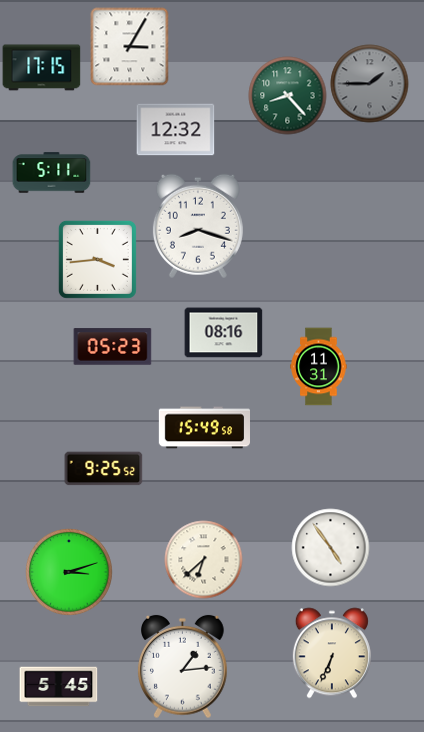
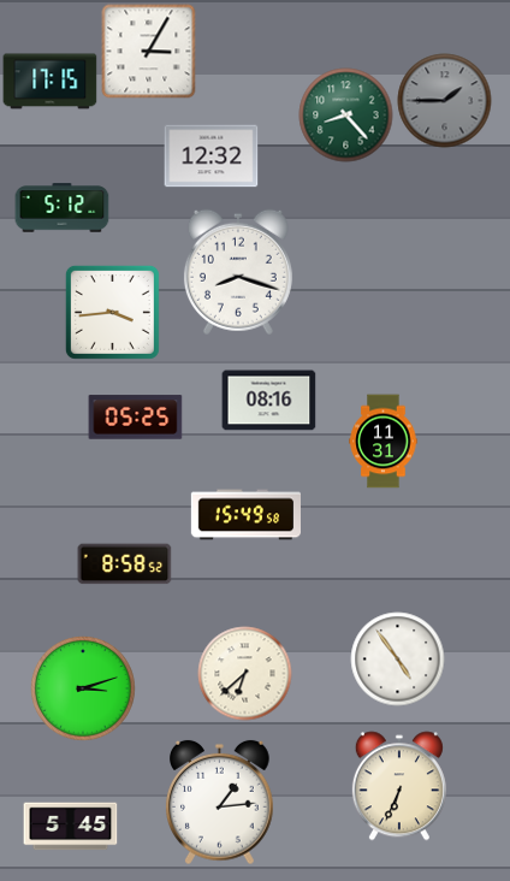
clock at (129, 46) position: (129, 46) -> (148, 51)
clock at (51, 173): 5:11 -> 5:12
clock at (97, 259) position: (97, 259) -> (112, 312)
clock at (112, 347): 05:23 -> 05:25
clock at (103, 469): 9:25 -> 8:58
